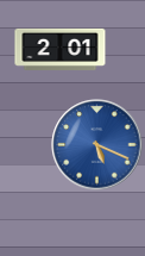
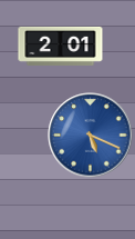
clock at (61, 49) position: (61, 49) -> (61, 46)
